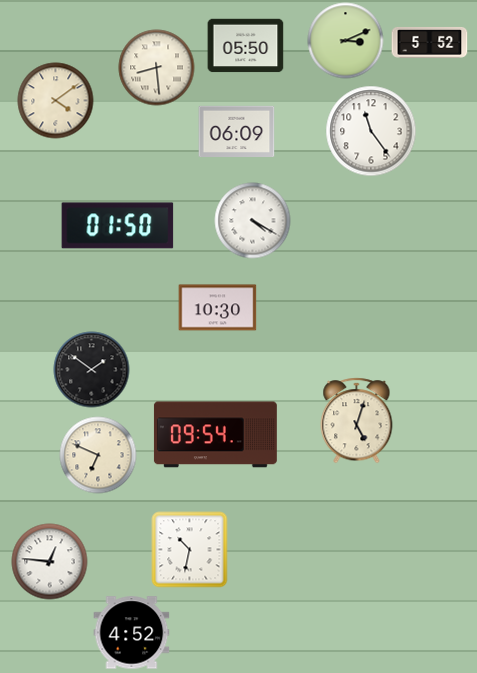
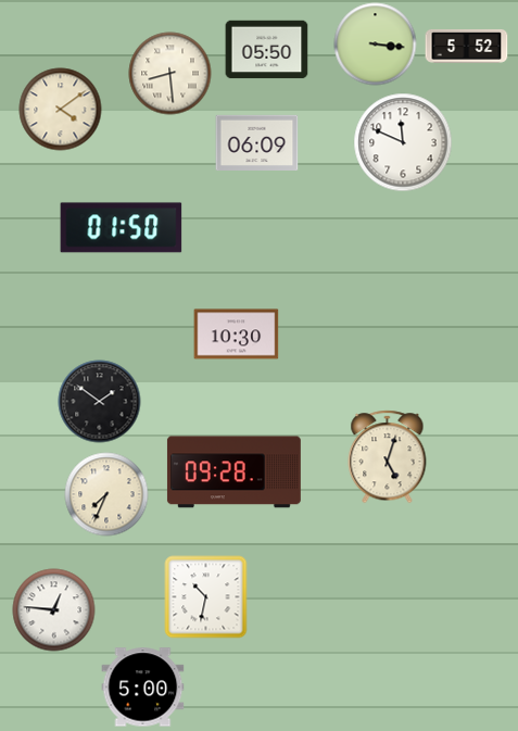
clock at (346, 41): 3:11 -> 3:16
clock at (371, 131): 11:24 -> 11:49
clock at (253, 221): 4:20 -> none
clock at (118, 226) position: (118, 226) -> (122, 228)
clock at (215, 435): 09:54 -> 09:28
clock at (98, 455): 6:49 -> 7:34
clock at (132, 633): 4:52 -> 5:00
